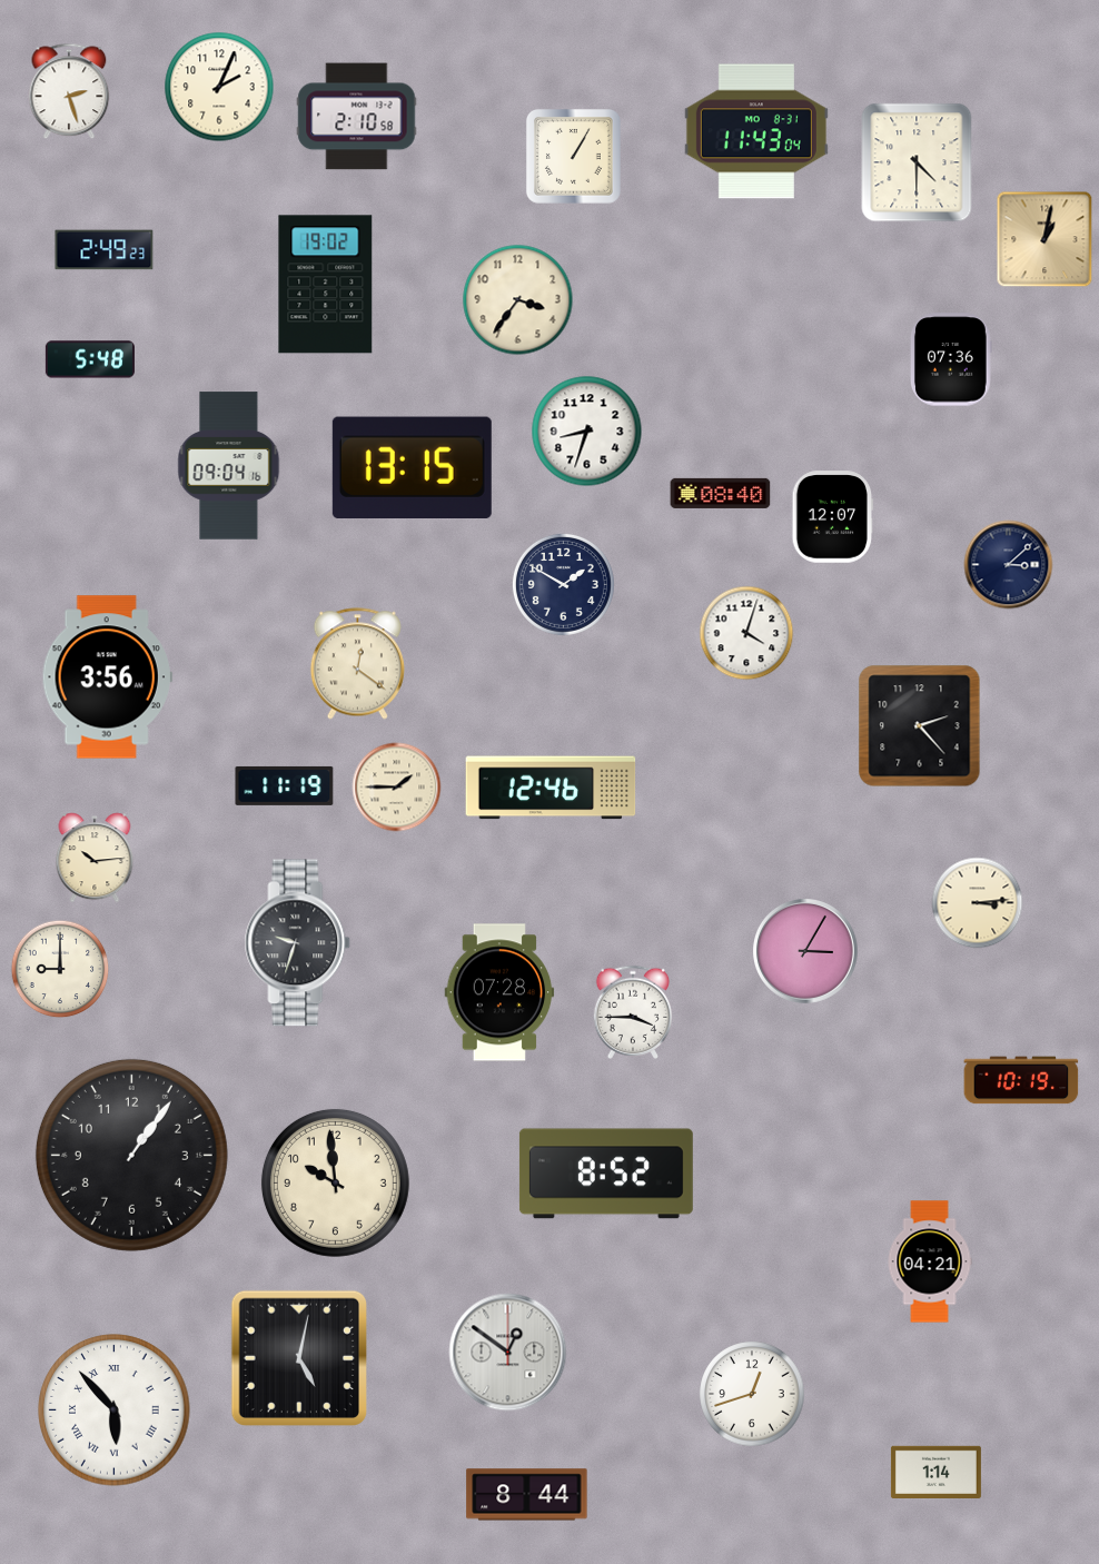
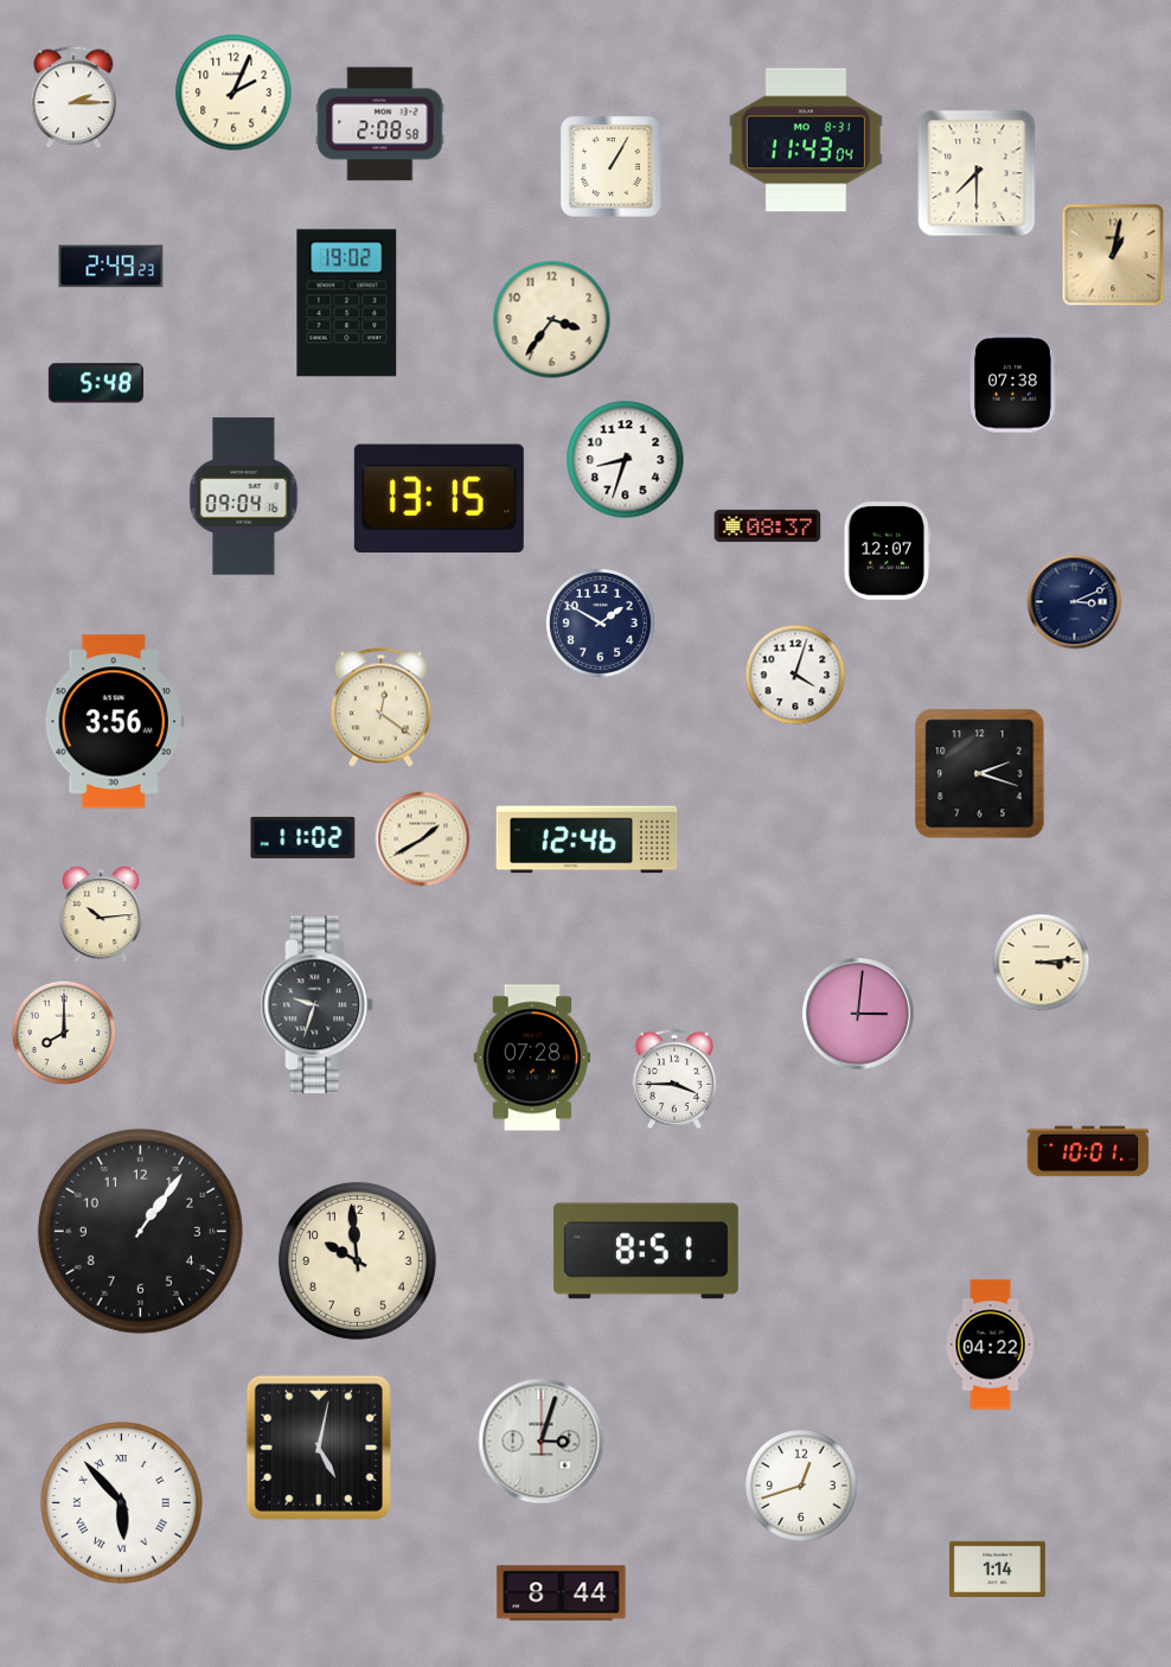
clock at (69, 91): 2:27 -> 2:15
clock at (357, 117): 2:10 -> 2:08
clock at (917, 162): 4:30 -> 7:30
clock at (951, 359): 07:36 -> 07:38
clock at (721, 493): 08:40 -> 08:37
clock at (1009, 565): 3:08 -> 3:11
clock at (920, 726): 2:23 -> 2:18
clock at (285, 785): 11:19 -> 11:02
clock at (397, 788): 1:45 -> 1:40
clock at (806, 952): 3:05 -> 3:01
clock at (60, 969): 9:00 -> 8:00
clock at (1021, 1080): 10:19 -> 10:01
clock at (606, 1174): 8:52 -> 8:51
clock at (930, 1261): 04:21 -> 04:22
clock at (508, 1353): 12:51 -> 3:03
